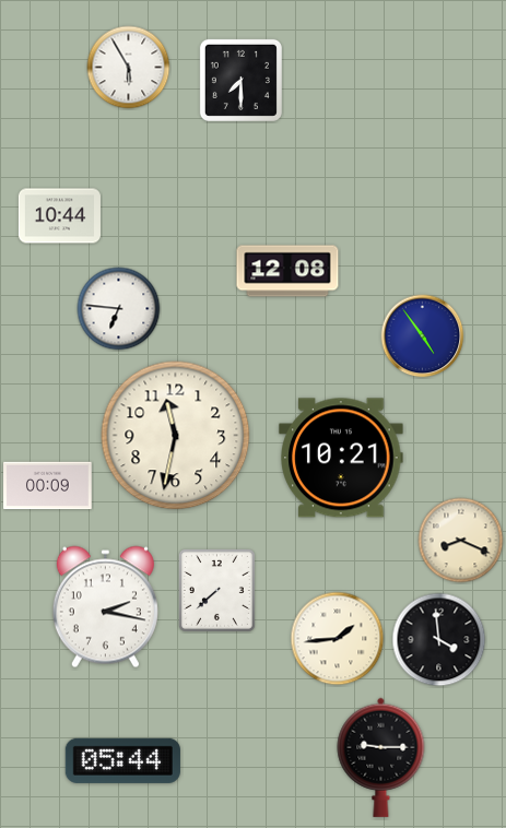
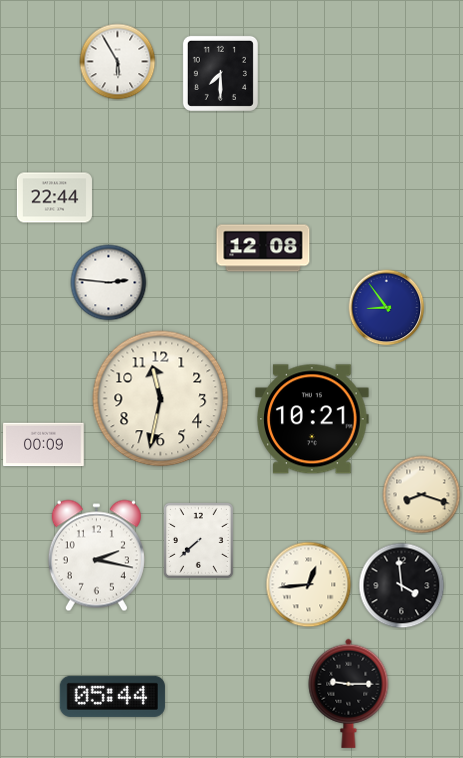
clock at (59, 216): 10:44 -> 22:44
clock at (119, 309): 6:46 -> 2:46
clock at (423, 336): 4:54 -> 8:54
clock at (461, 541): 8:19 -> 8:18
clock at (338, 639): 1:44 -> 12:44
